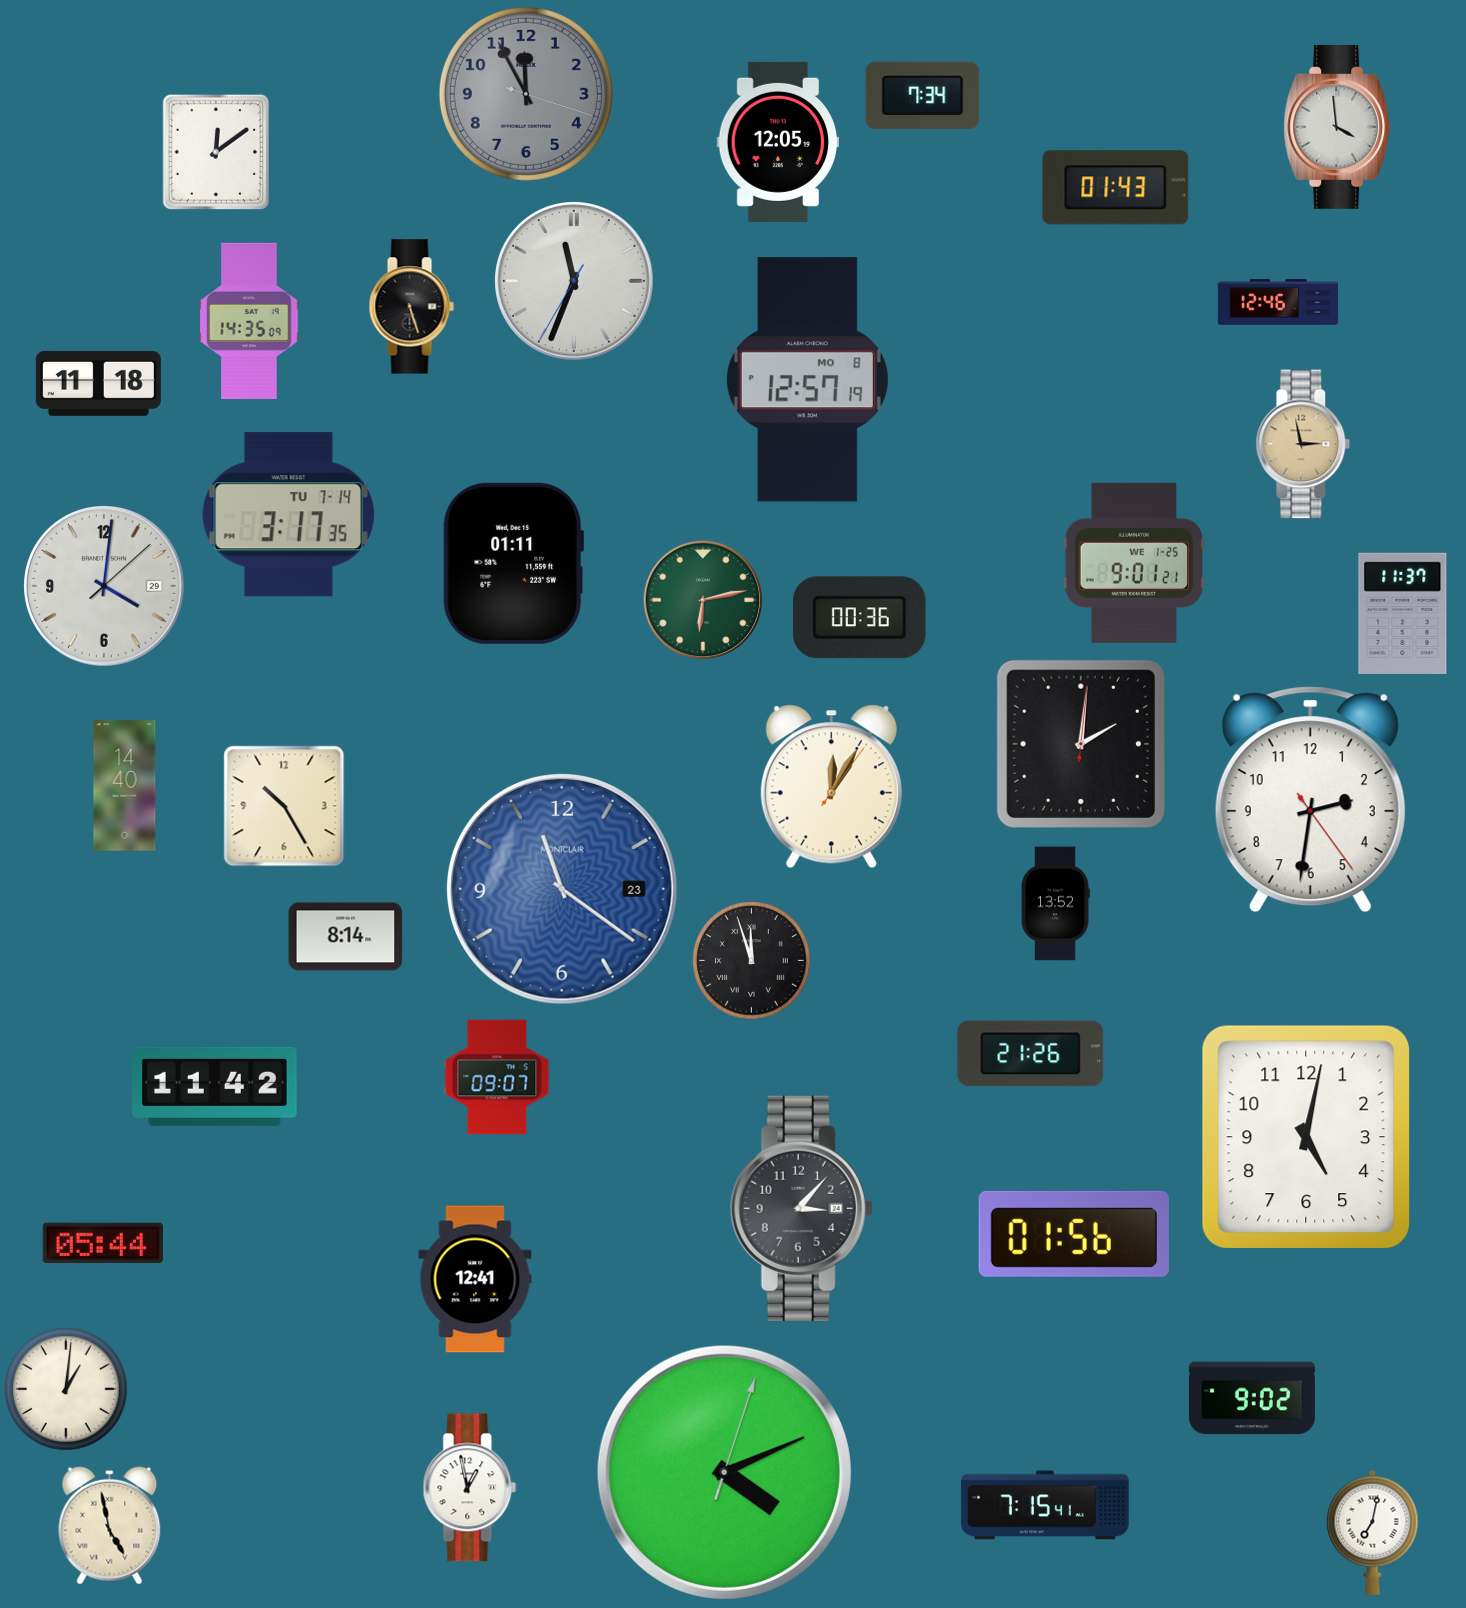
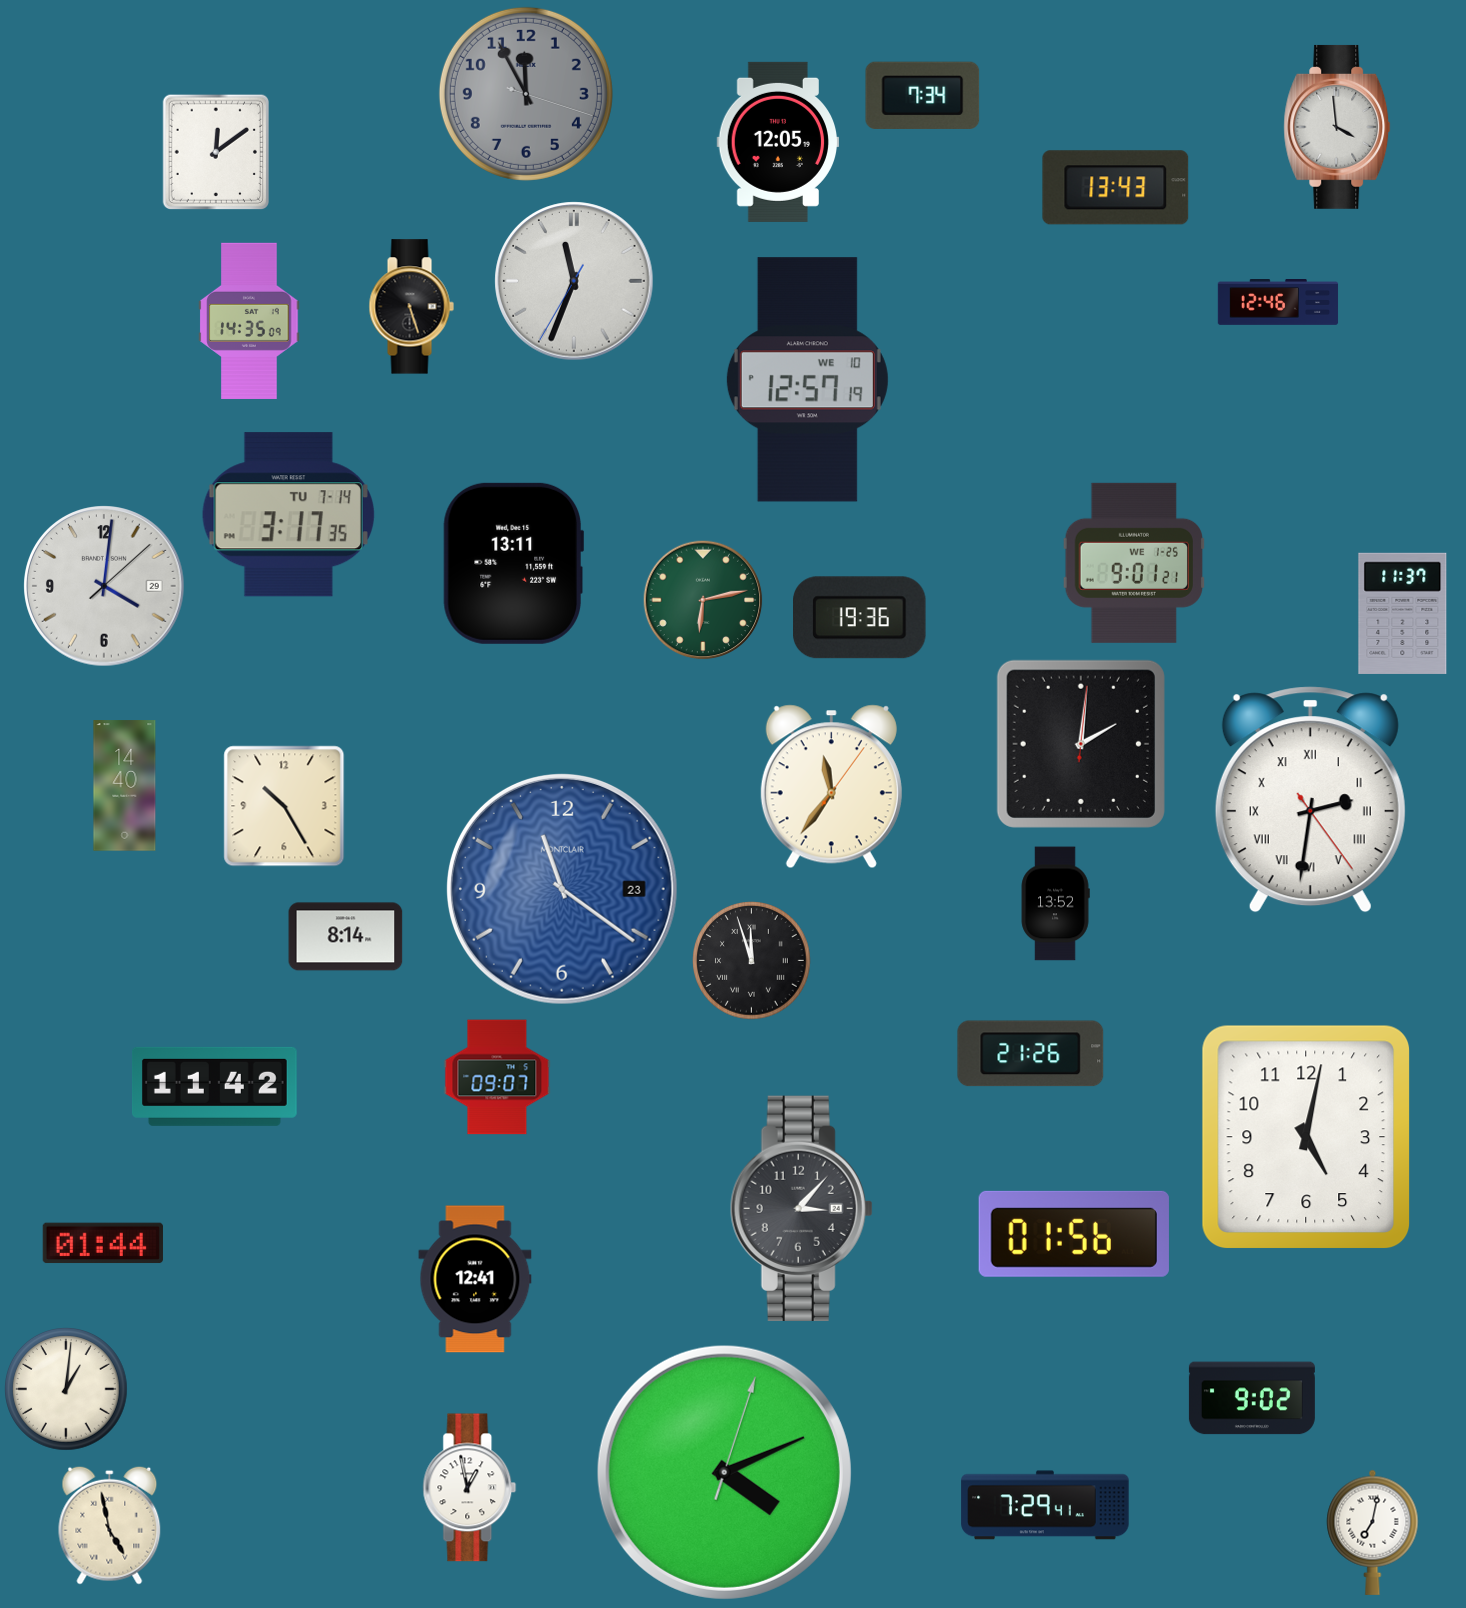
clock at (1116, 188): 01:43 -> 13:43
clock at (807, 380) date: MO 8 -> WE 10
clock at (98, 383): 11:18 -> none
clock at (1303, 444): 2:58 -> none
clock at (513, 563): 01:11 -> 13:11
clock at (860, 618): 00:36 -> 19:36
clock at (831, 787): 12:05 -> 11:36
clock at (1310, 800) numerals: Arabic -> Roman
clock at (103, 1243): 05:44 -> 01:44
clock at (1045, 1505): 7:15 -> 7:29
